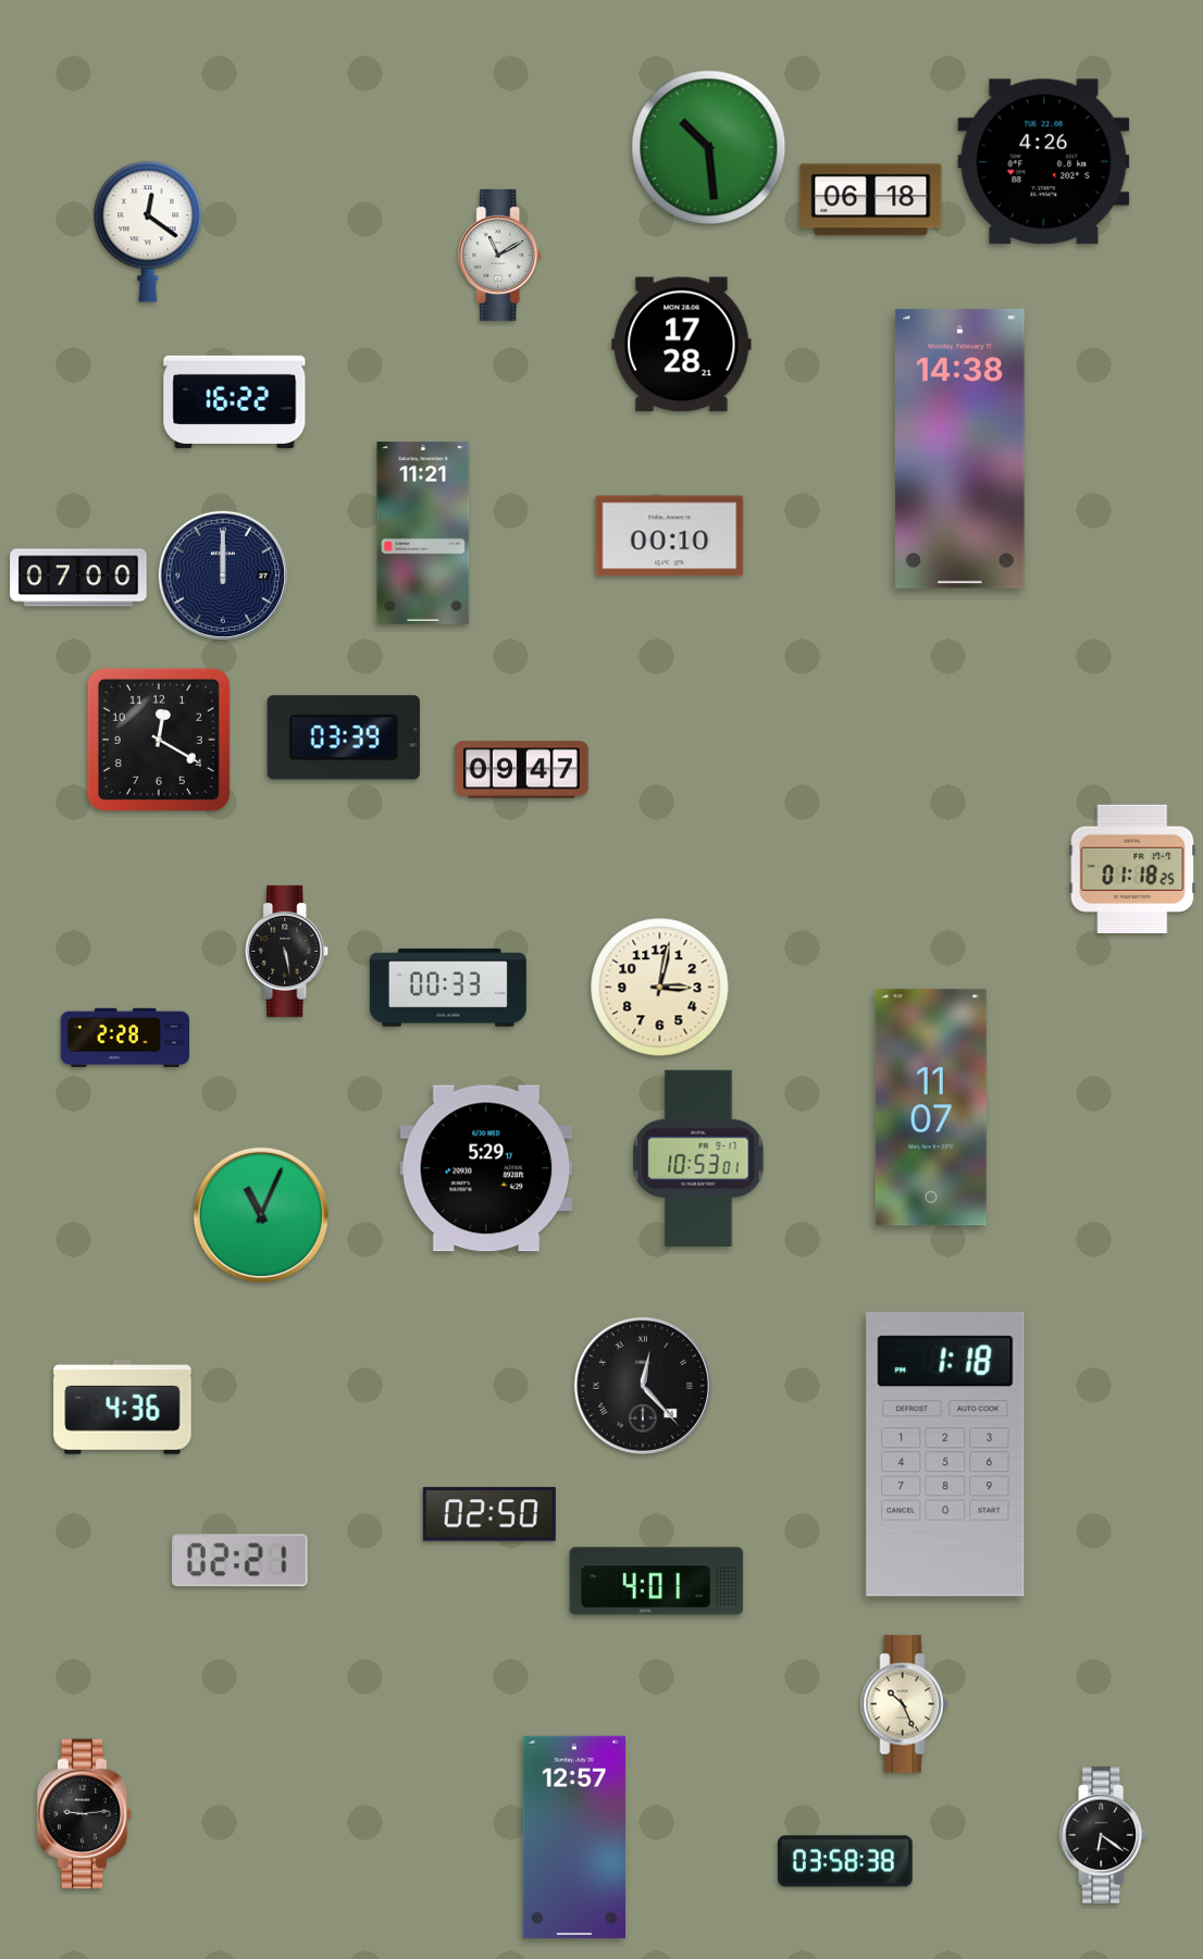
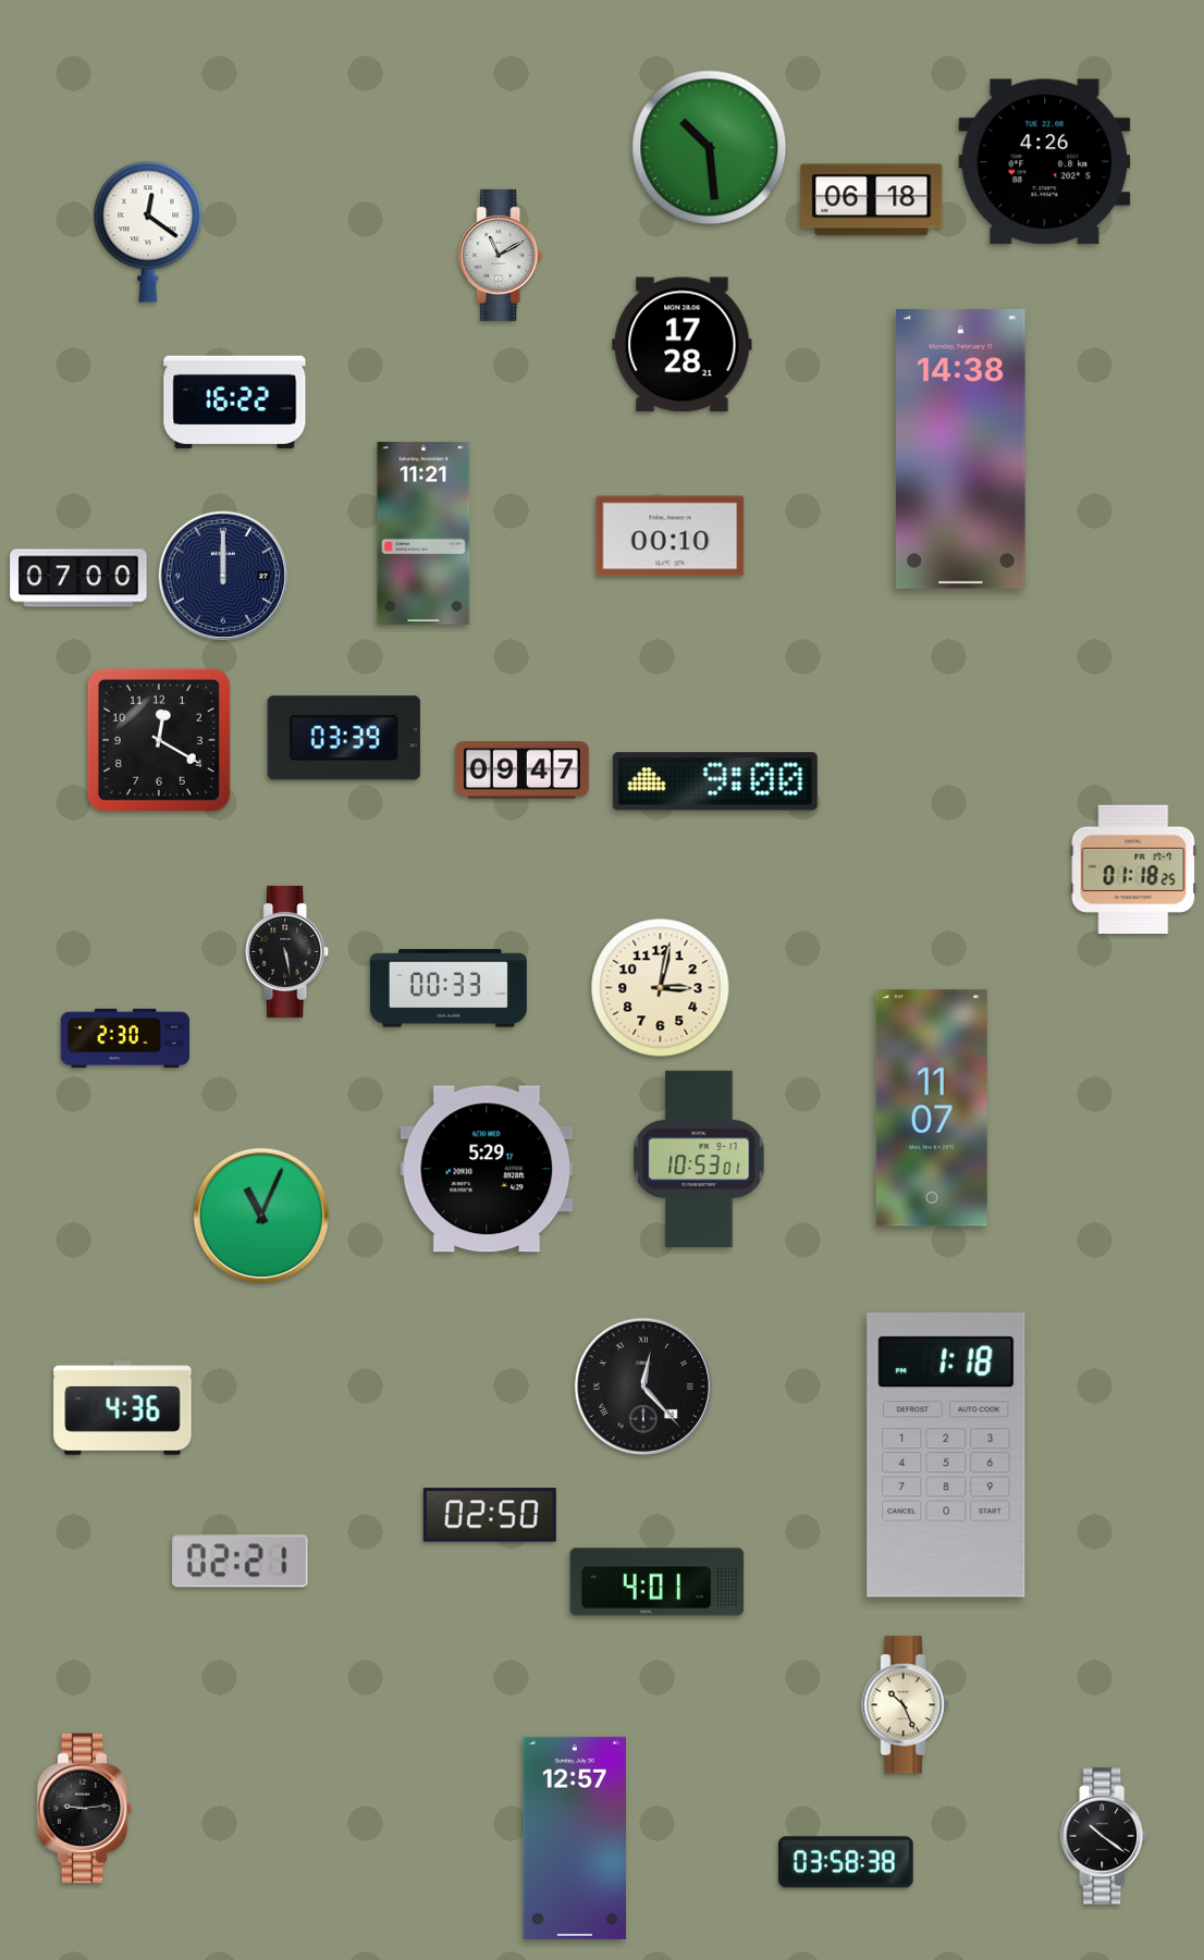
clock at (715, 781): none -> 9:00
clock at (125, 1037): 2:28 -> 2:30
clock at (85, 1814) position: (85, 1814) -> (85, 1809)
clock at (1103, 1835): 6:21 -> 10:21
